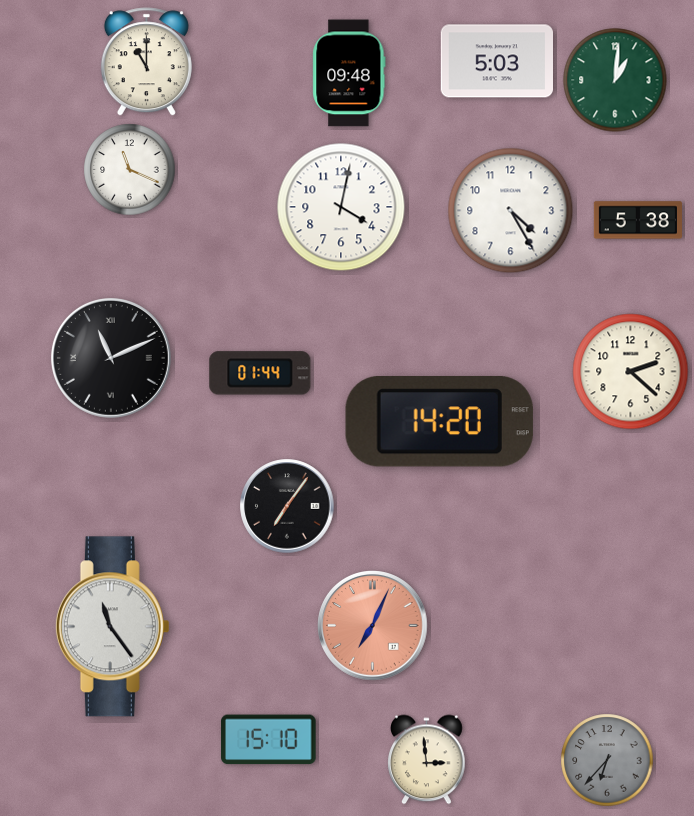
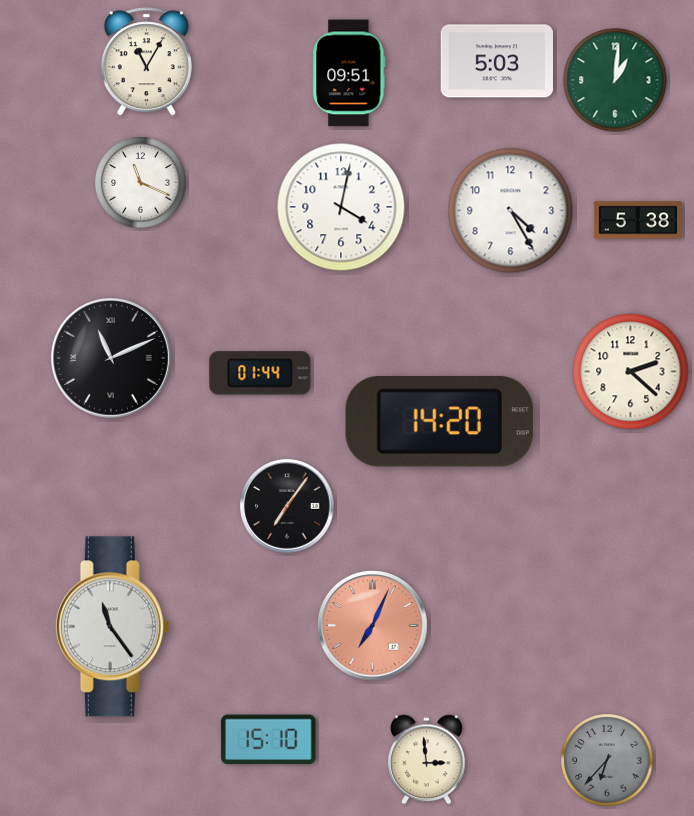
clock at (146, 62): 11:00 -> 11:05
clock at (349, 73): 09:48 -> 09:51
clock at (130, 170) position: (130, 170) -> (141, 183)
